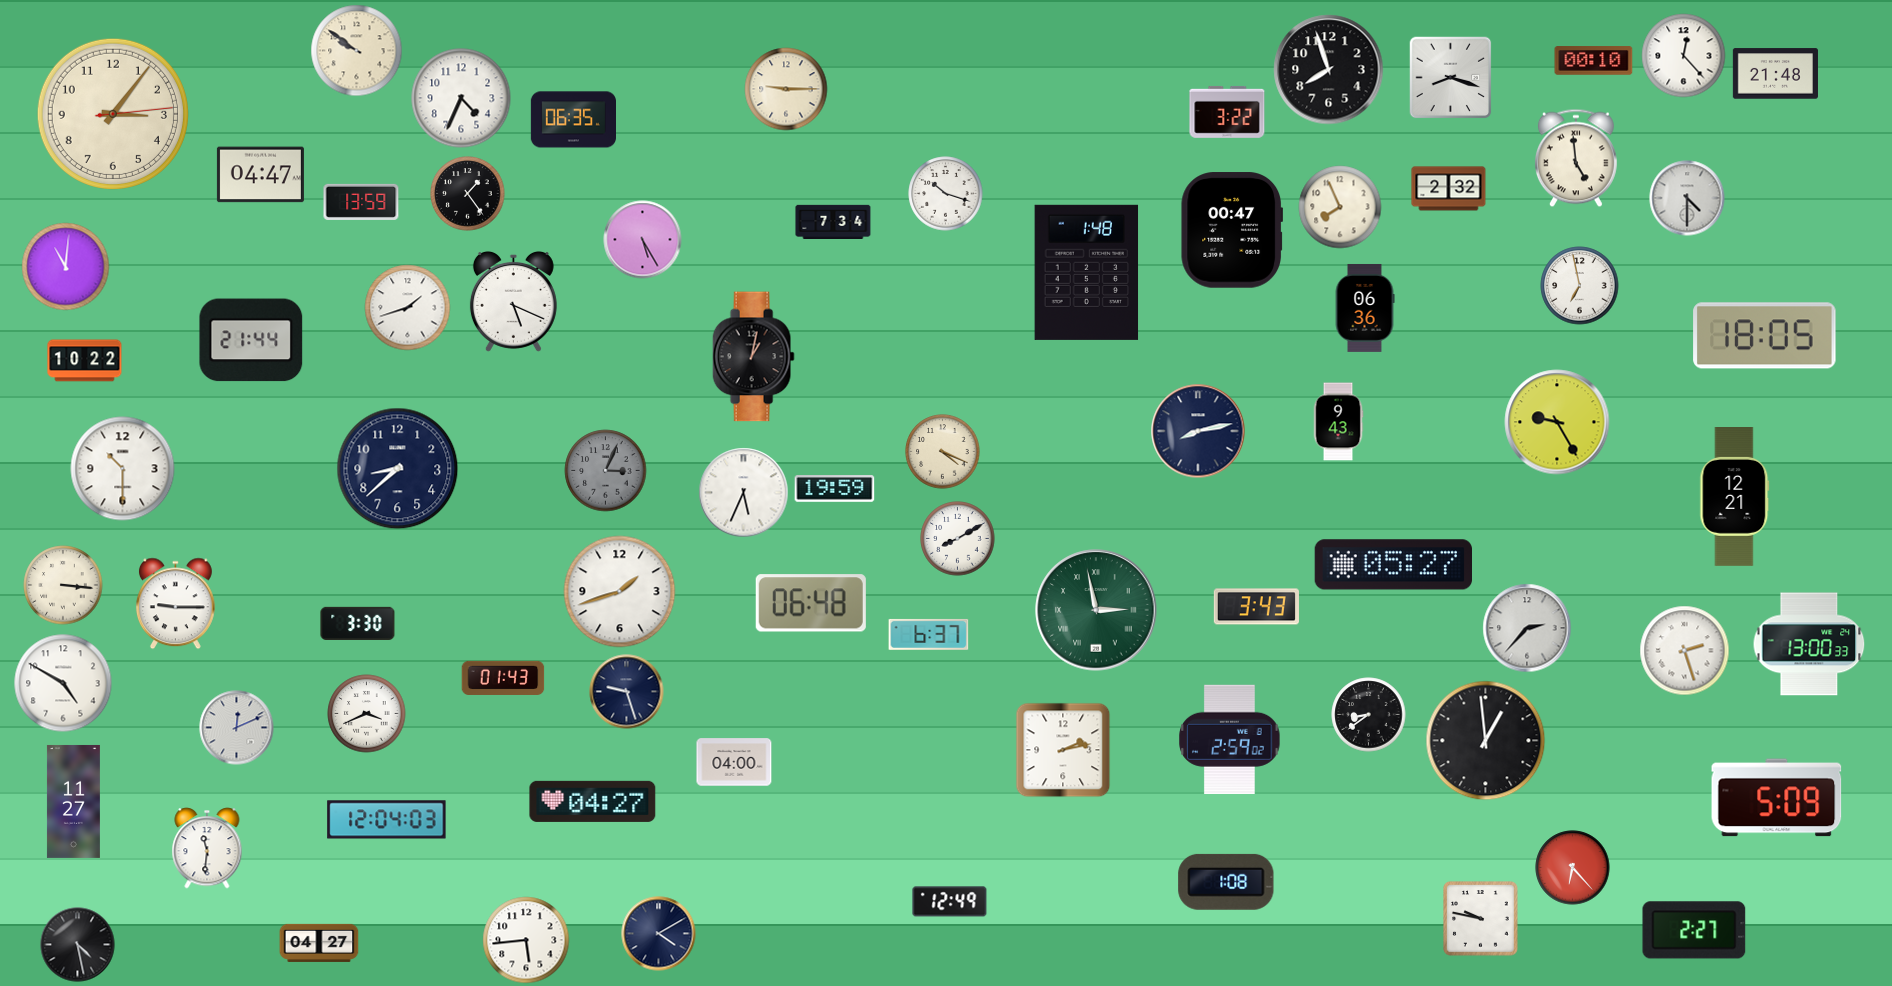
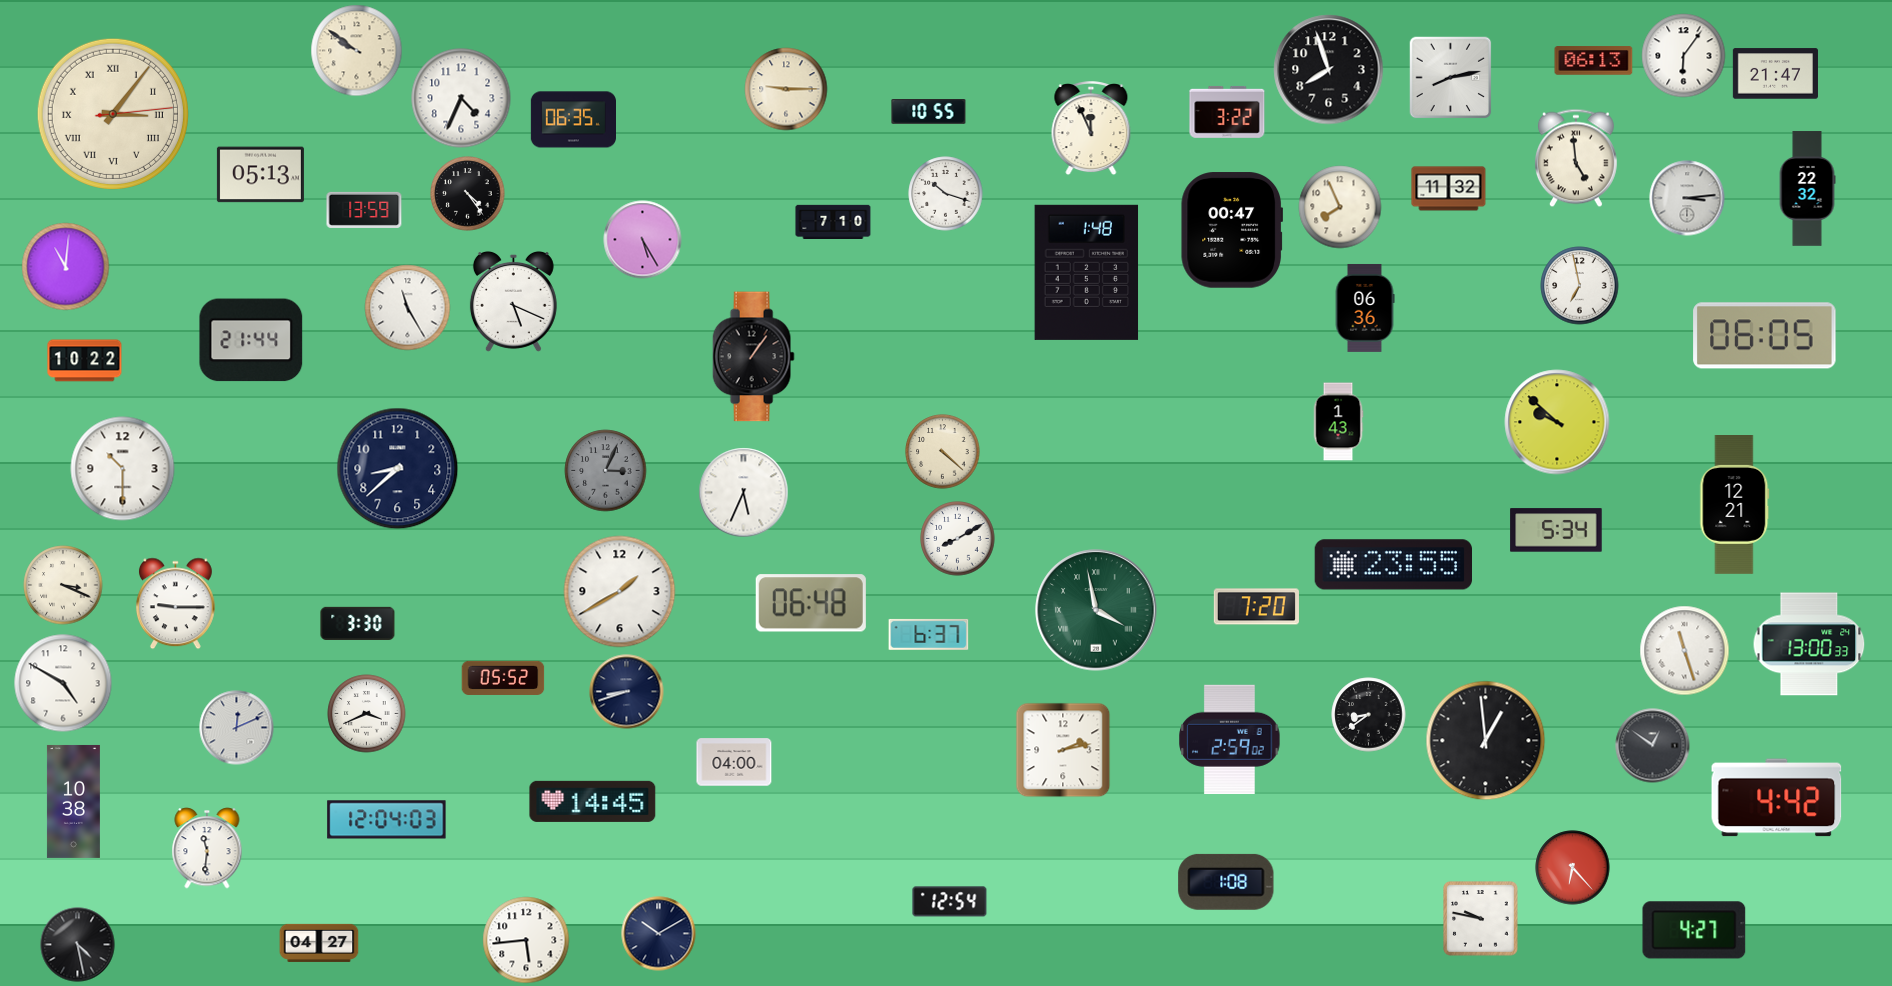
clock at (1684, 56): 12:23 -> 6:06
clock at (1594, 61): 00:10 -> 06:13
clock at (1775, 74): 21:48 -> 21:47
clock at (1451, 78): 8:18 -> 8:13
clock at (929, 112): none -> 10:55
clock at (113, 114) numerals: Arabic -> Roman
clock at (1091, 129): none -> 11:56
clock at (260, 175): 04:47 -> 05:13
clock at (1449, 189): 2:32 -> 11:32
clock at (1807, 189): none -> 22:32
clock at (468, 194): 1:24 -> 4:24
clock at (1687, 198): 4:30 -> 3:14
clock at (361, 202) position: (361, 202) -> (364, 210)
clock at (833, 222): 7:34 -> 7:10
clock at (408, 308): 1:42 -> 11:25
clock at (1765, 336): 18:05 -> 06:05
clock at (753, 357): 1:02 -> 1:06
clock at (1338, 422): 9:43 -> 1:43
clock at (1557, 422): 9:25 -> 9:52
clock at (1198, 431): 8:13 -> none
clock at (943, 452): 4:19 -> 4:22
clock at (835, 489): 19:59 -> none
clock at (1735, 497) position: (1735, 497) -> (1735, 505)
clock at (1556, 530): none -> 5:34
clock at (1394, 565): 05:27 -> 23:55
clock at (63, 585): 3:16 -> 3:19
clock at (620, 592): 1:42 -> 1:40
clock at (1256, 607): 3:43 -> 7:20
clock at (1096, 610): 2:58 -> 3:58
clock at (1527, 628): 2:37 -> none
clock at (1685, 651): 2:27 -> 11:27
clock at (503, 678): 01:43 -> 05:52
clock at (627, 692): 9:27 -> 8:42
clock at (1653, 746): none -> 12:51
clock at (1777, 798): 5:09 -> 4:42
clock at (73, 801): 11:27 -> 10:38
clock at (593, 801): 04:27 -> 14:45
clock at (950, 902): 12:49 -> 12:54
clock at (1694, 930): 2:27 -> 4:27
clock at (659, 934): 4:10 -> 10:10
